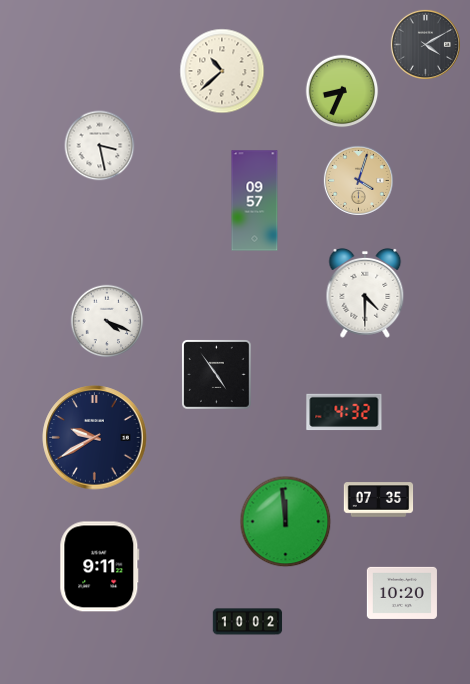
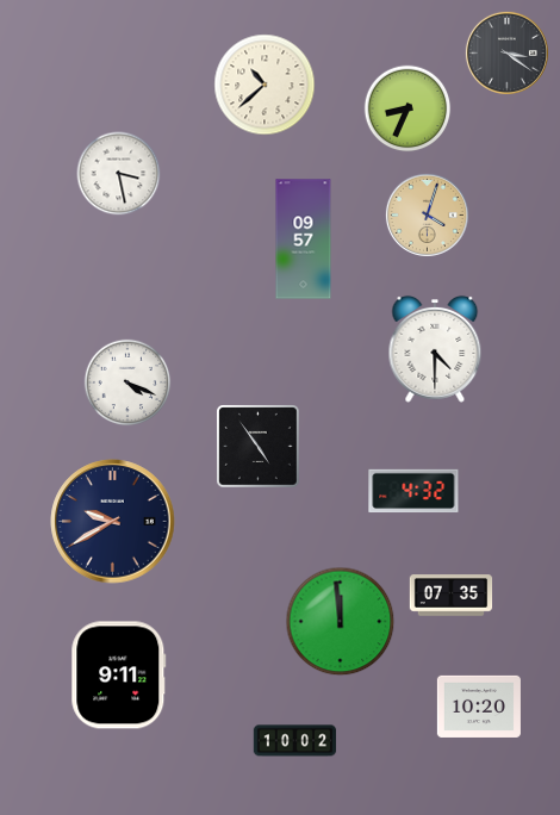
clock at (425, 44): 4:10 -> 3:21
clock at (344, 412) position: (344, 412) -> (413, 491)
